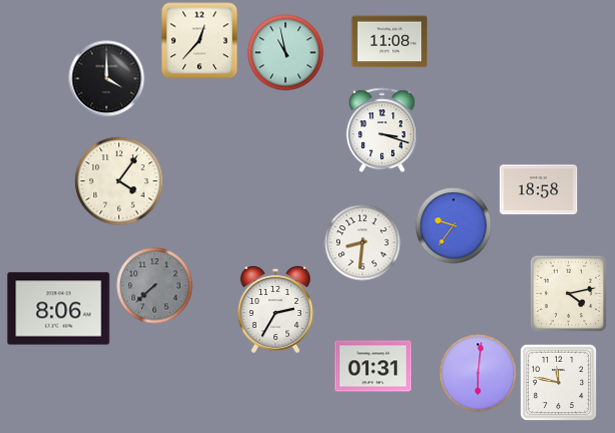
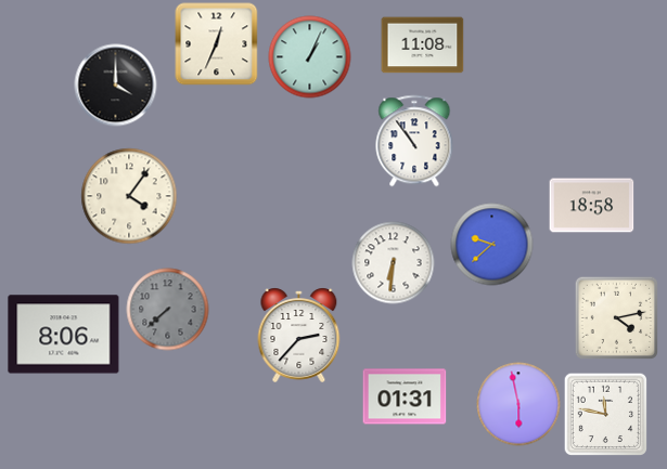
clock at (200, 41): 12:37 -> 12:34
clock at (286, 53): 10:58 -> 1:04
clock at (382, 130): 3:18 -> 10:54
clock at (539, 190) position: (539, 190) -> (592, 206)
clock at (454, 226): 9:36 -> 9:38
clock at (363, 243): 8:31 -> 6:31
clock at (276, 309): 2:35 -> 2:37
clock at (478, 373): 6:01 -> 5:58
